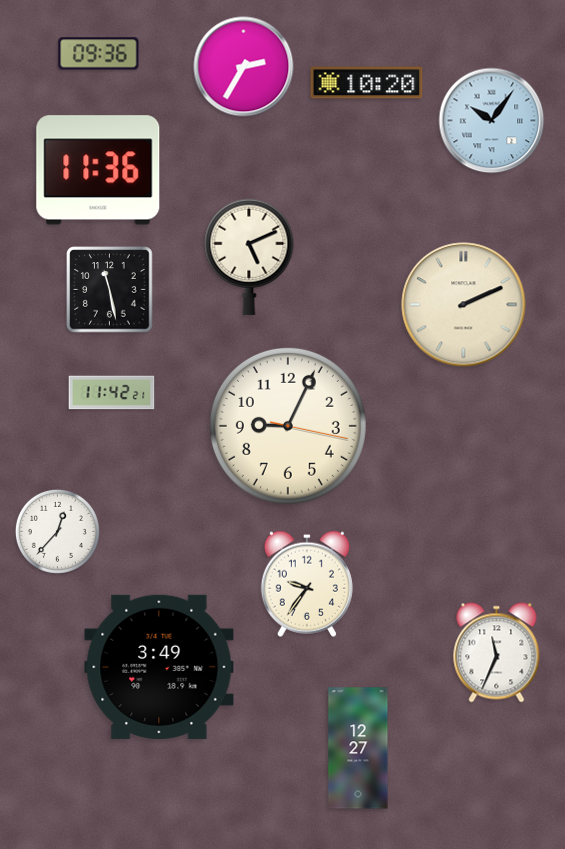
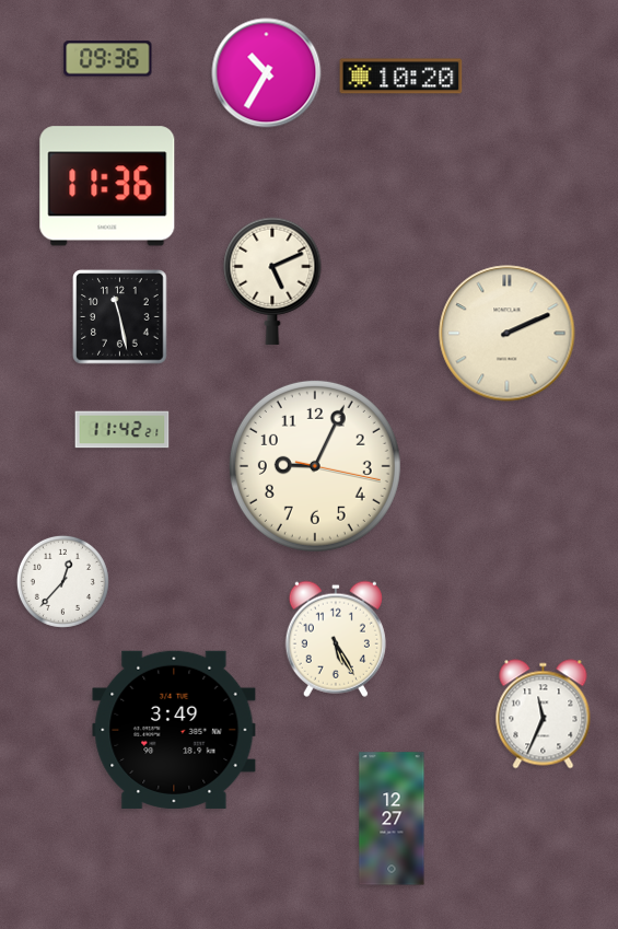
clock at (244, 67): 2:35 -> 10:35
clock at (367, 83) position: (367, 83) -> (401, 77)
clock at (492, 121): 10:06 -> none
clock at (307, 584): 9:36 -> 5:25
